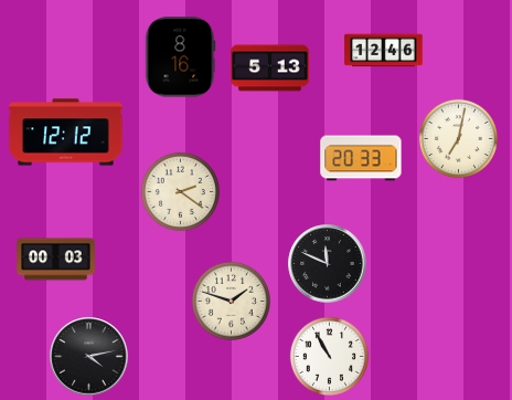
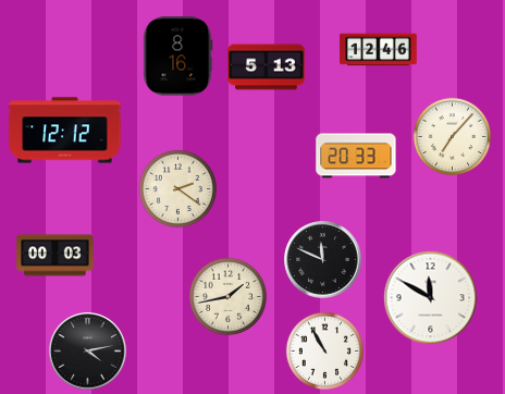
clock at (458, 138): 7:02 -> 7:07
clock at (231, 301): 1:48 -> 1:43
clock at (431, 298): none -> 11:50
